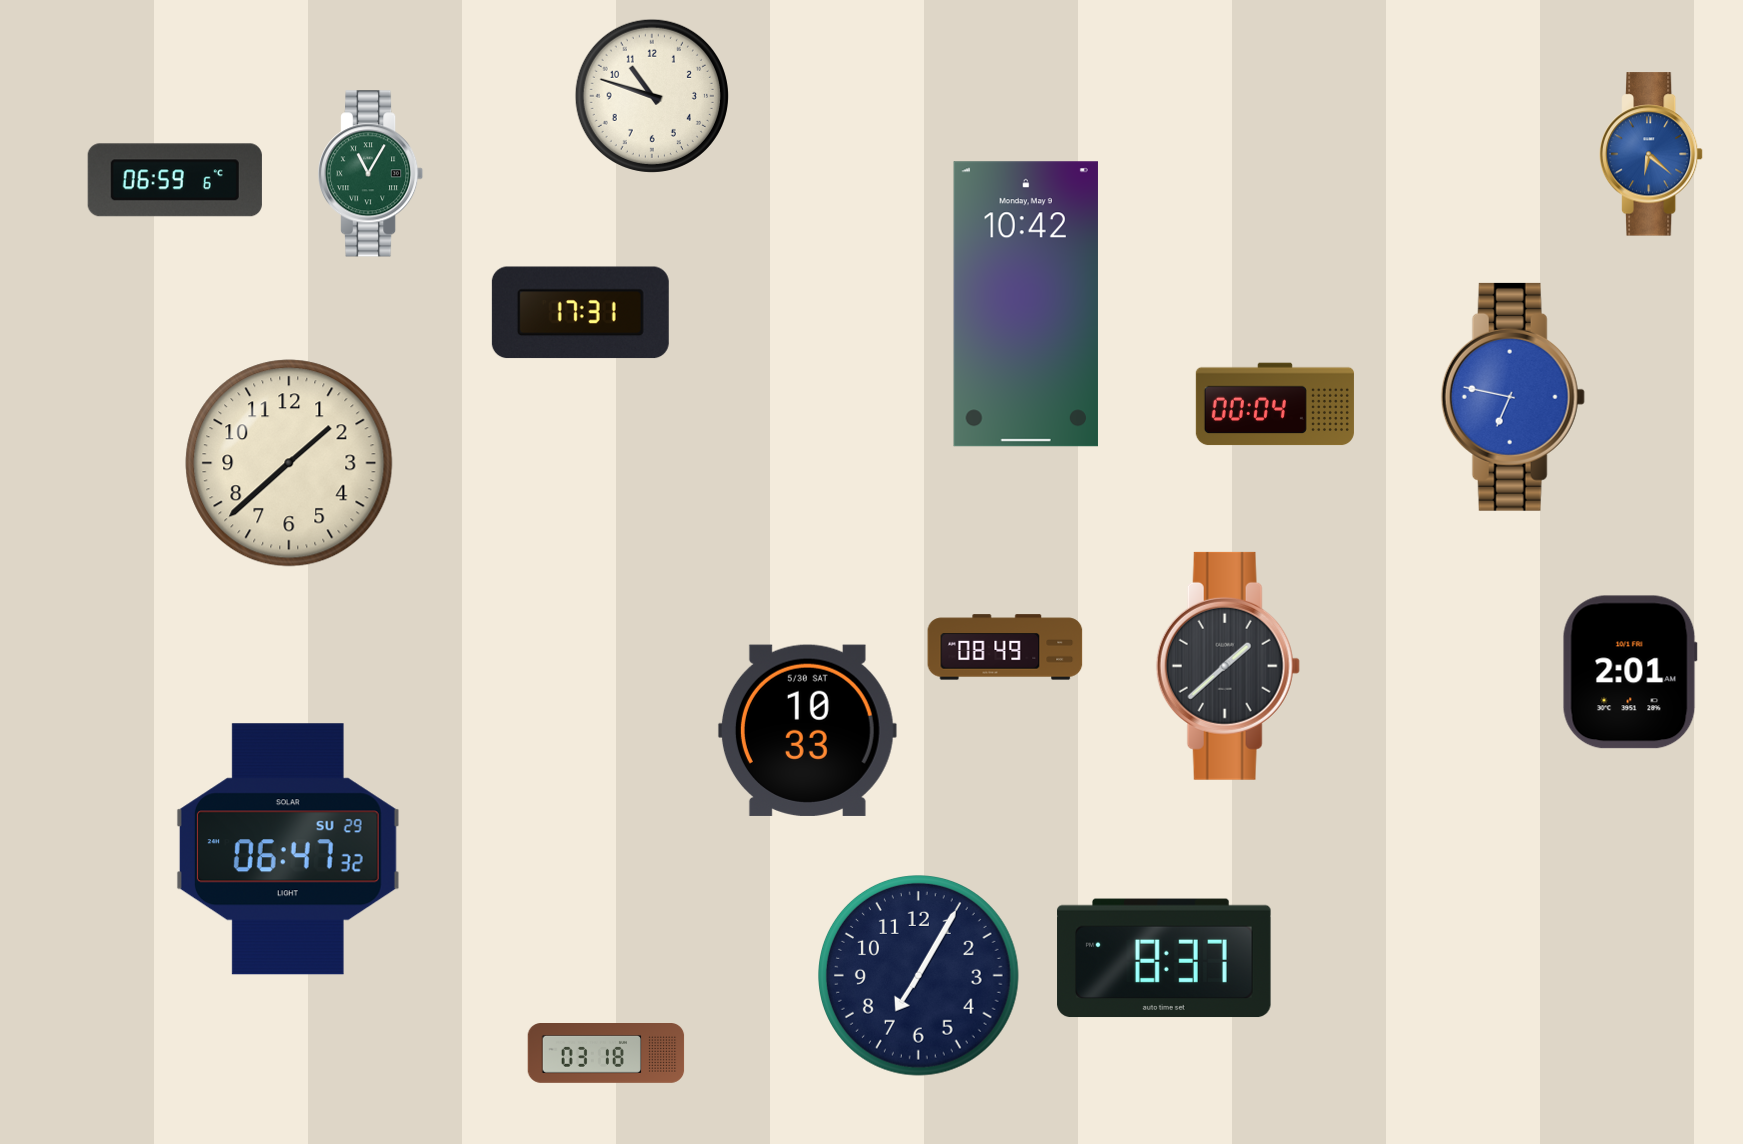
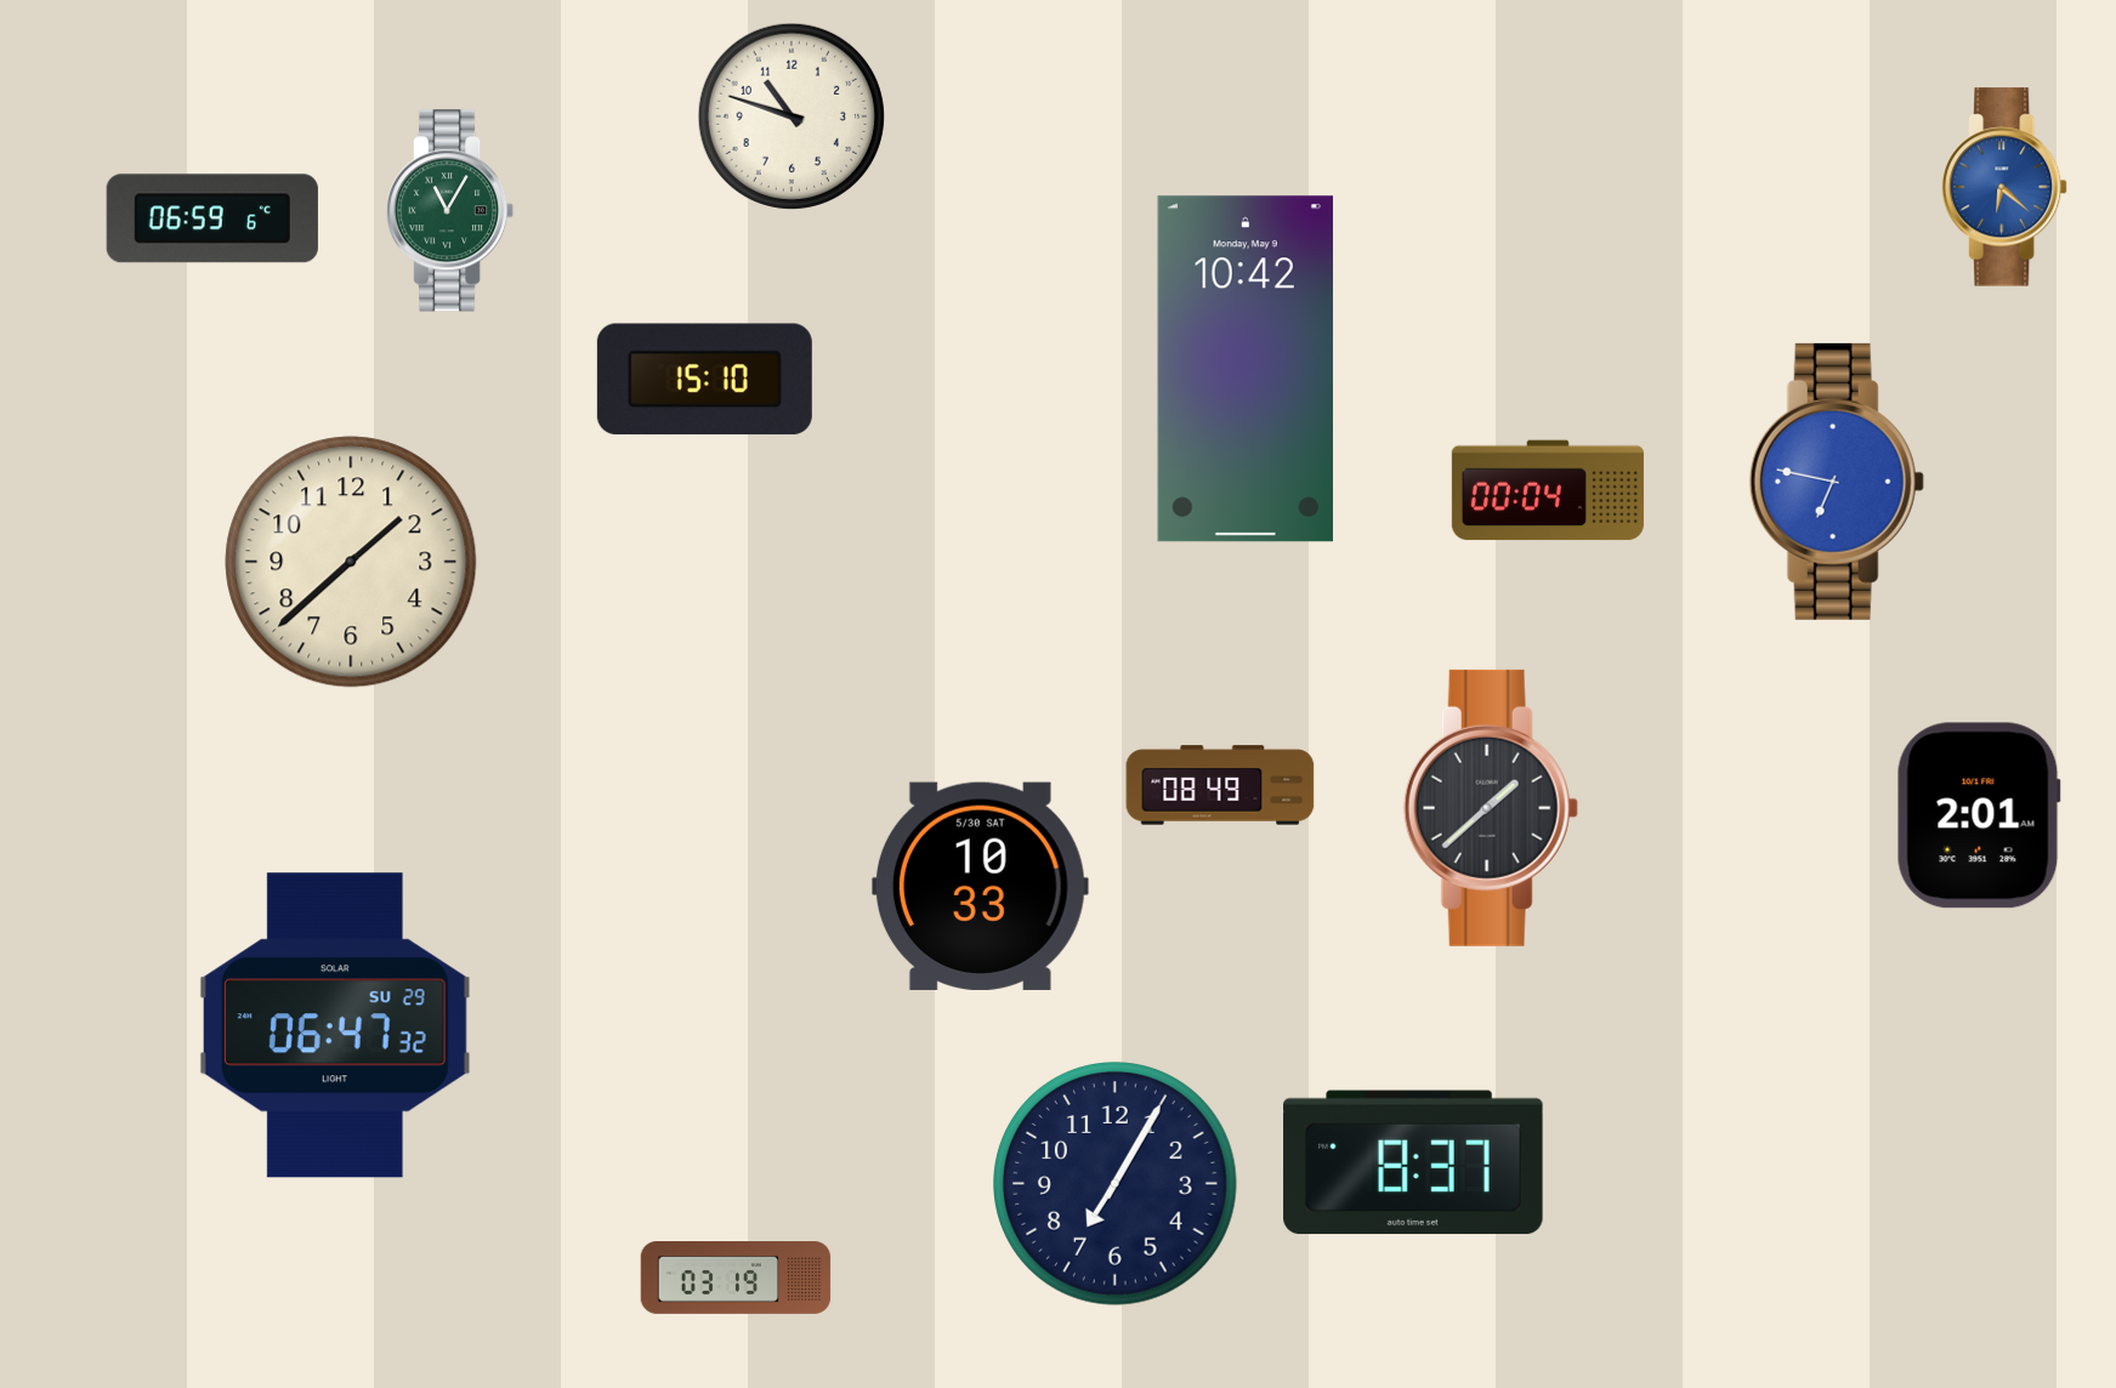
clock at (580, 313): 17:31 -> 15:10
clock at (288, 849) position: (288, 849) -> (335, 1025)
clock at (606, 1054): 03:18 -> 03:19
